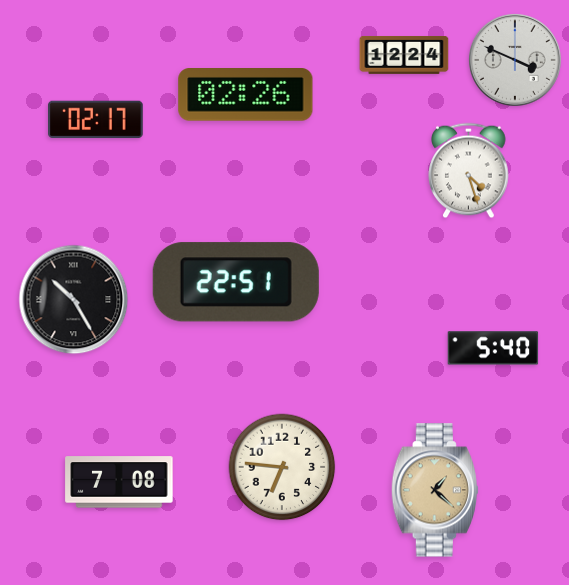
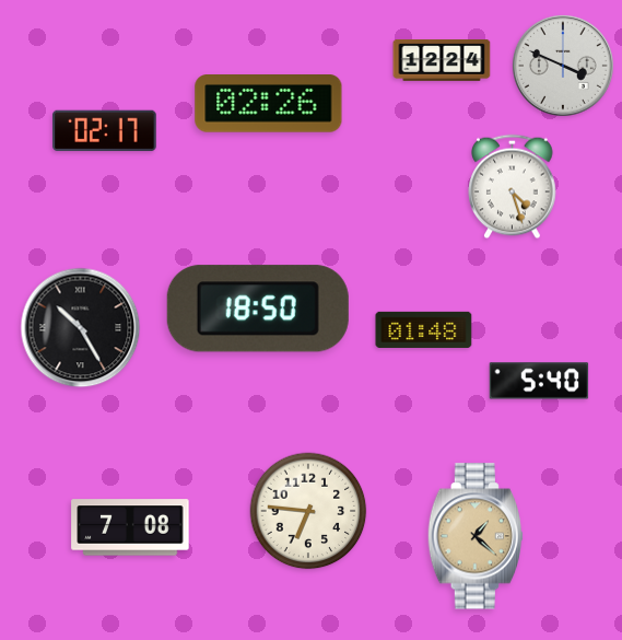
clock at (236, 282): 22:51 -> 18:50
clock at (424, 329): none -> 01:48
